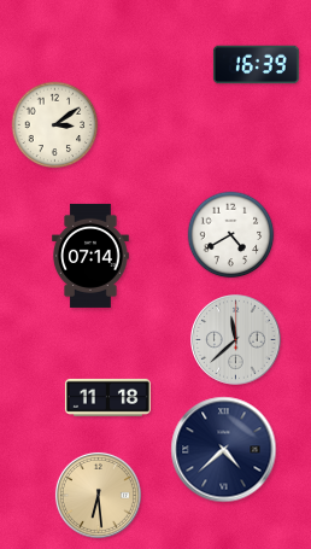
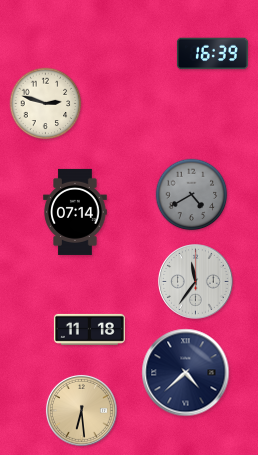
clock at (55, 125): 3:09 -> 2:48
clock at (231, 235) dial: white -> grey
clock at (236, 340): 11:38 -> 11:36
